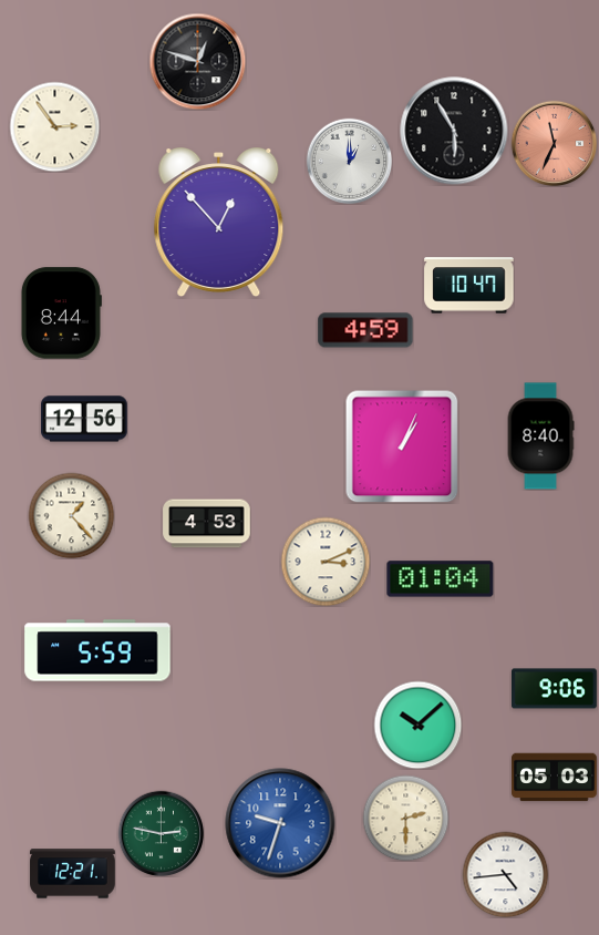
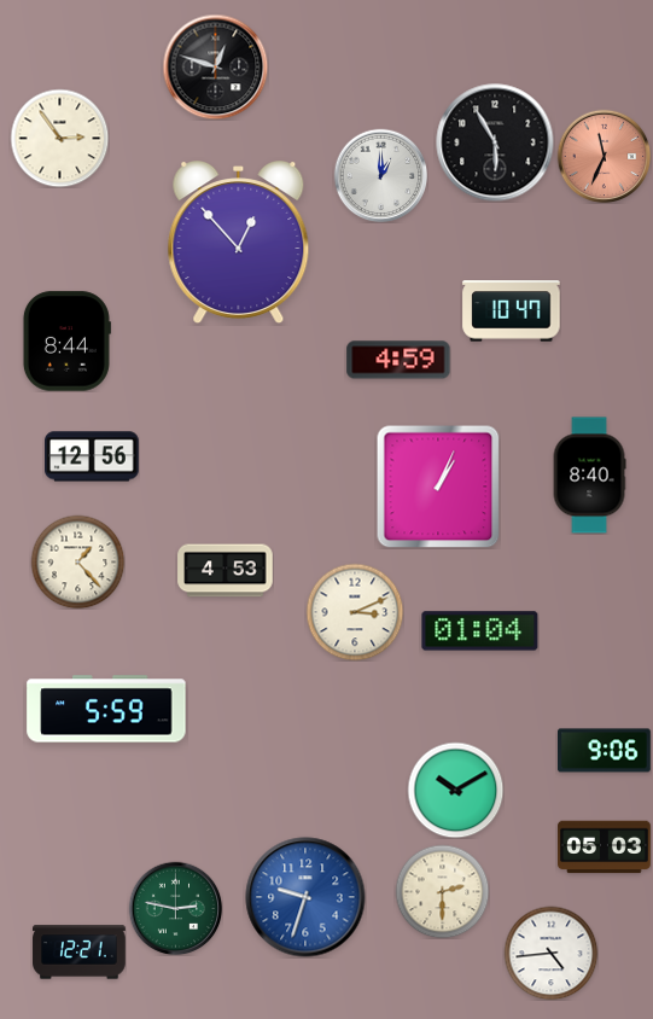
clock at (417, 725): 10:08 -> 10:10
